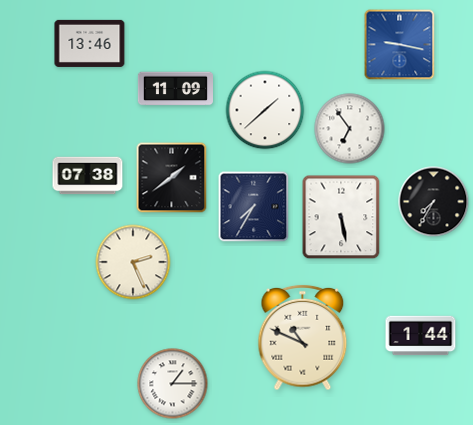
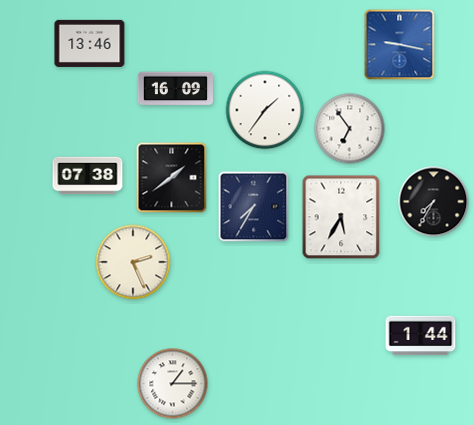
clock at (175, 89): 11:09 -> 16:09
clock at (265, 110): 1:38 -> 1:36
clock at (341, 217): 5:28 -> 5:35
clock at (303, 338): 10:49 -> none
